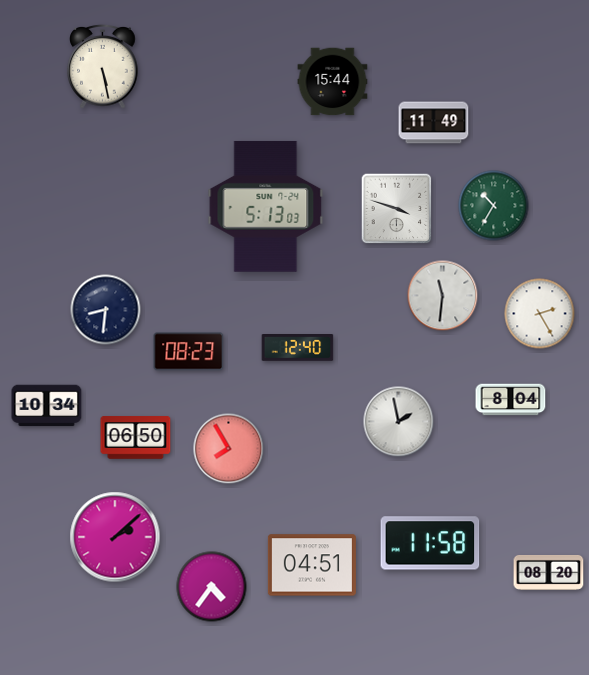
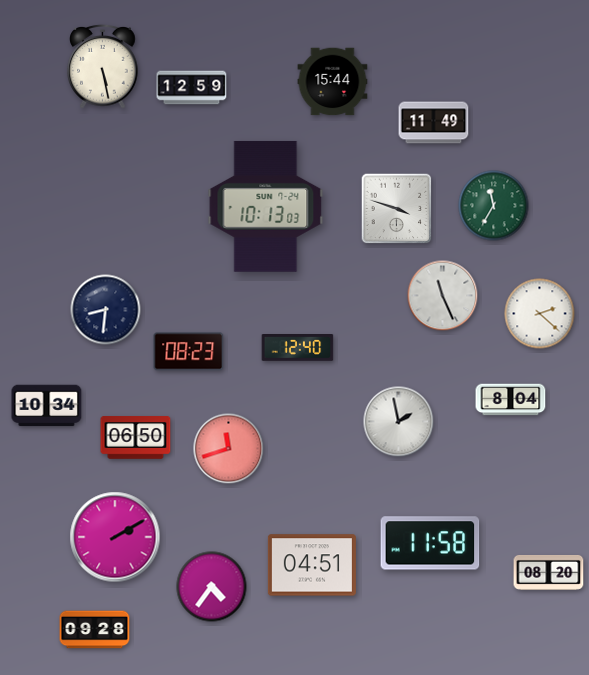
clock at (192, 88): none -> 12:59
clock at (494, 206): 10:35 -> 11:35
clock at (266, 207): 5:13 -> 10:13
clock at (443, 296): 11:31 -> 11:26
clock at (540, 314): 2:25 -> 2:22
clock at (229, 449): 7:55 -> 11:42
clock at (115, 537): 2:08 -> 2:10
clock at (95, 630): none -> 09:28
